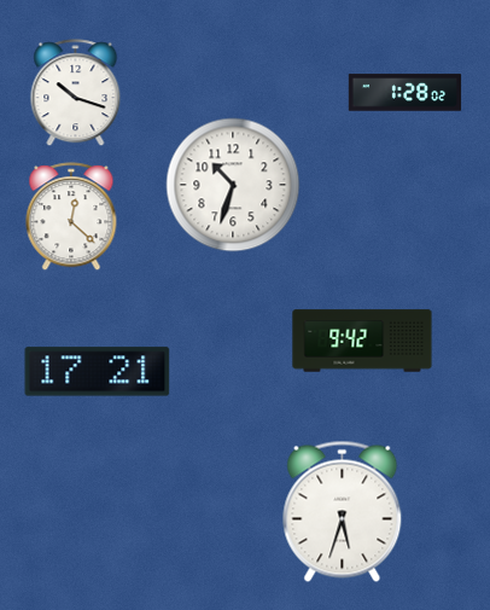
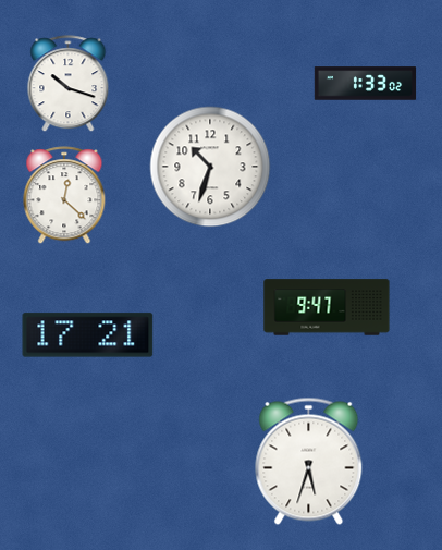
clock at (406, 93): 1:28 -> 1:33
clock at (362, 341): 9:42 -> 9:47
